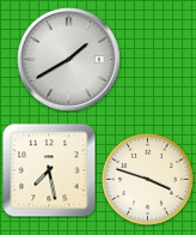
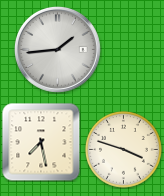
clock at (68, 59): 1:40 -> 1:44
